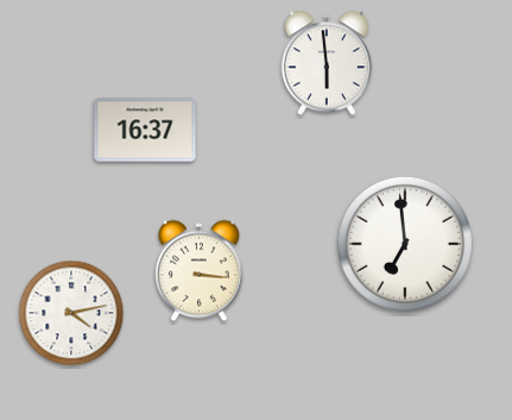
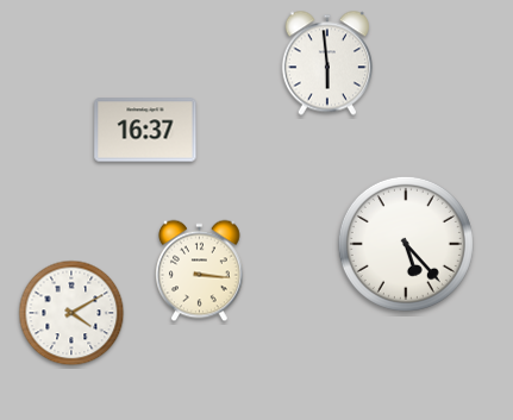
clock at (405, 244): 6:59 -> 5:23
clock at (71, 313): 4:13 -> 4:10
